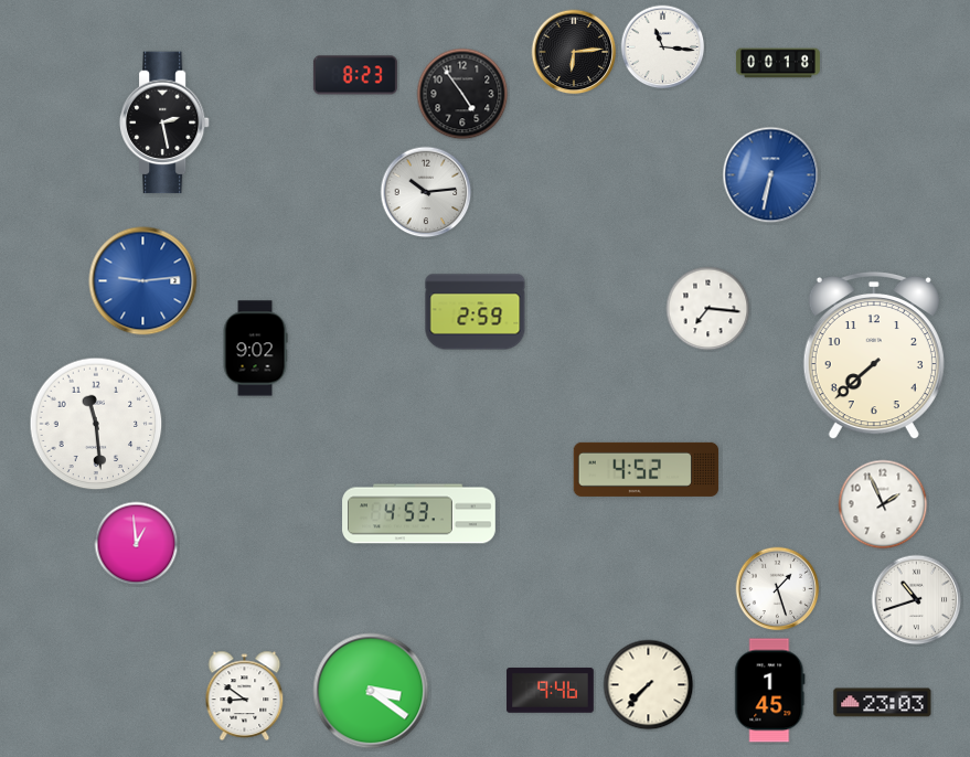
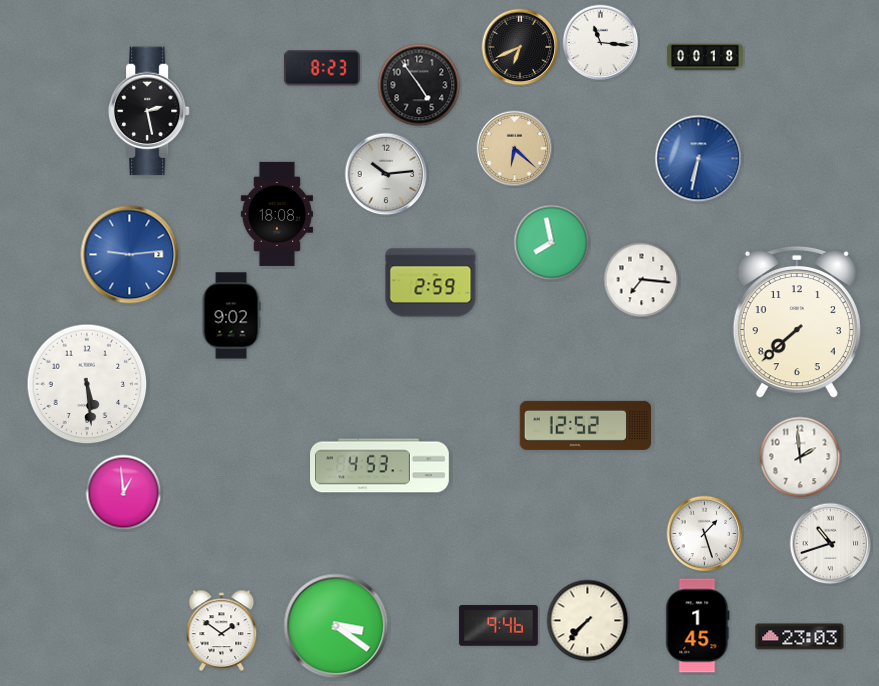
clock at (574, 52): 6:14 -> 6:41
clock at (515, 149): none -> 6:22
clock at (276, 214): none -> 18:08
clock at (552, 243): none -> 7:58
clock at (874, 355) position: (874, 355) -> (797, 322)
clock at (96, 424): 11:29 -> 5:29
clock at (647, 469): 4:52 -> 12:52
clock at (883, 504): 1:56 -> 1:59
clock at (245, 696): 8:51 -> 1:51
